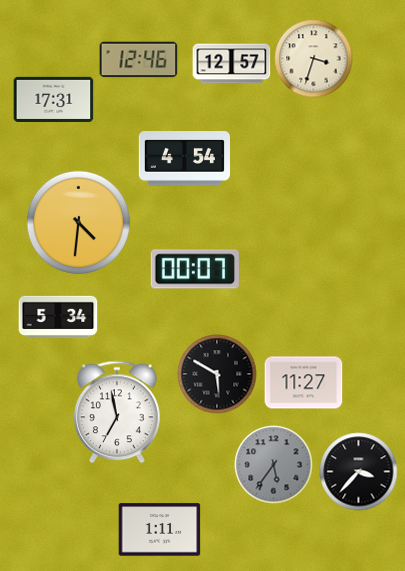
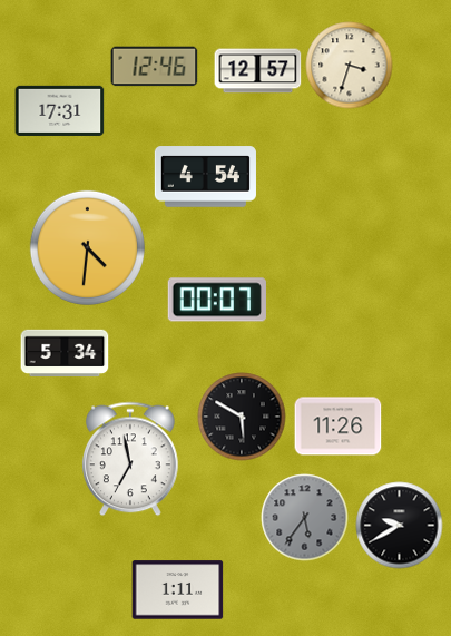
clock at (303, 383): 11:27 -> 11:26
clock at (358, 471): 3:37 -> 9:40
